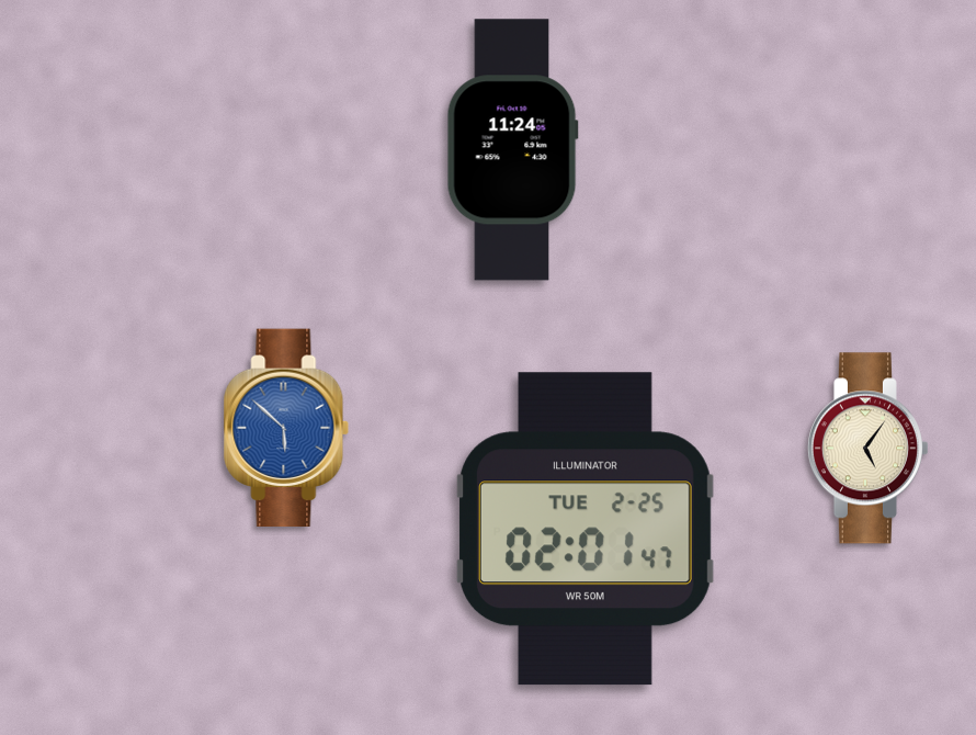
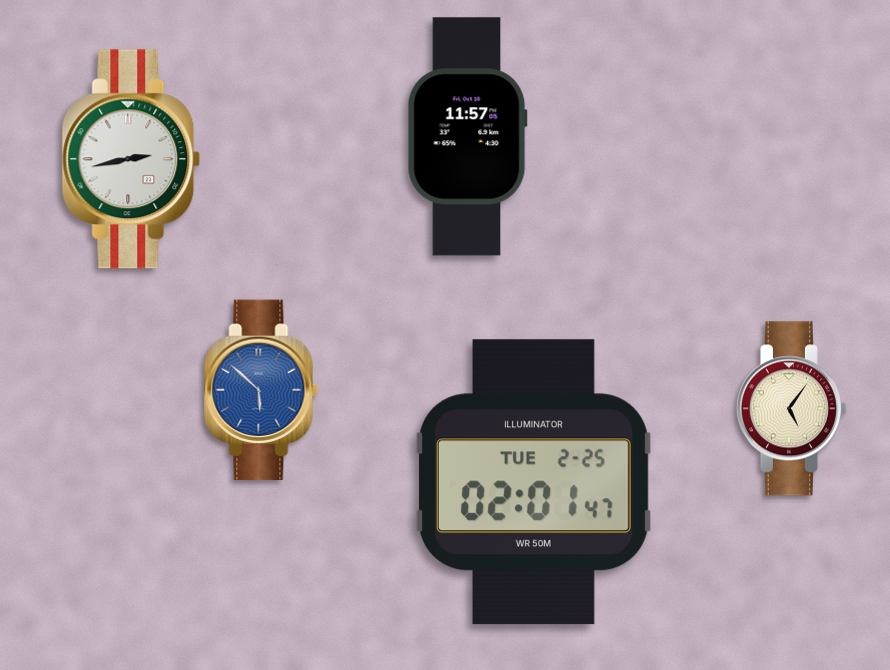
clock at (512, 150): 11:24 -> 11:57
clock at (131, 159): none -> 2:43
